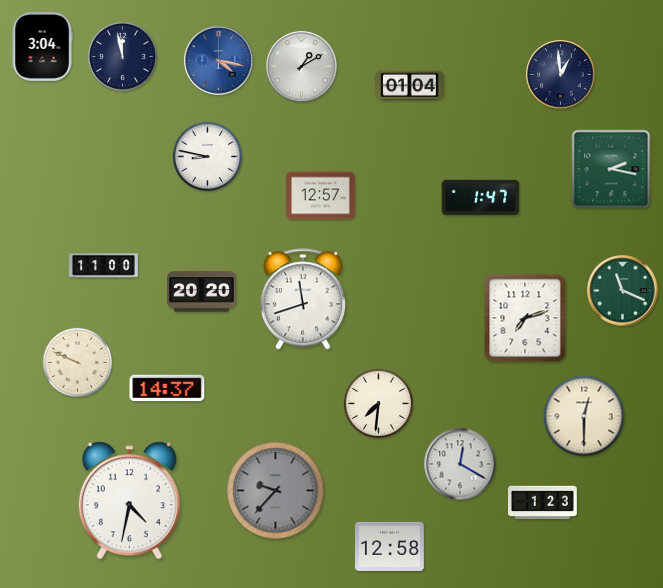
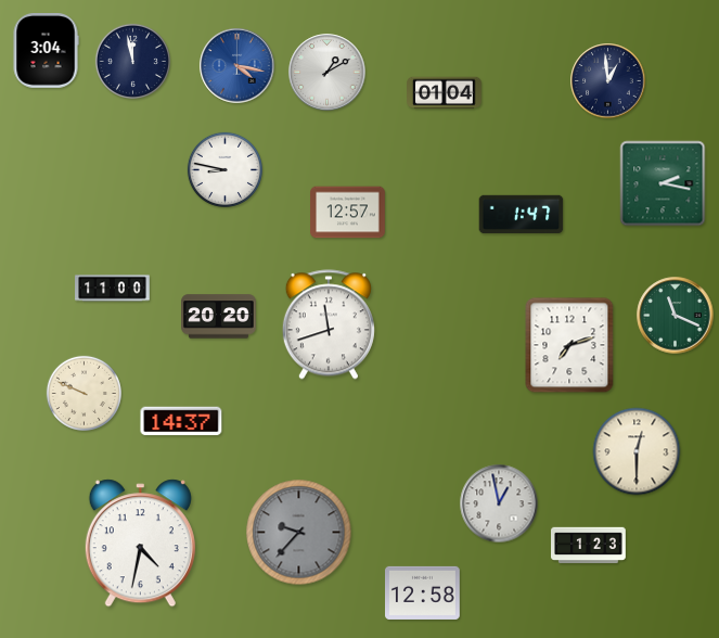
clock at (378, 403): 7:31 -> none
clock at (584, 416) position: (584, 416) -> (637, 451)
clock at (460, 464): 12:20 -> 12:58
